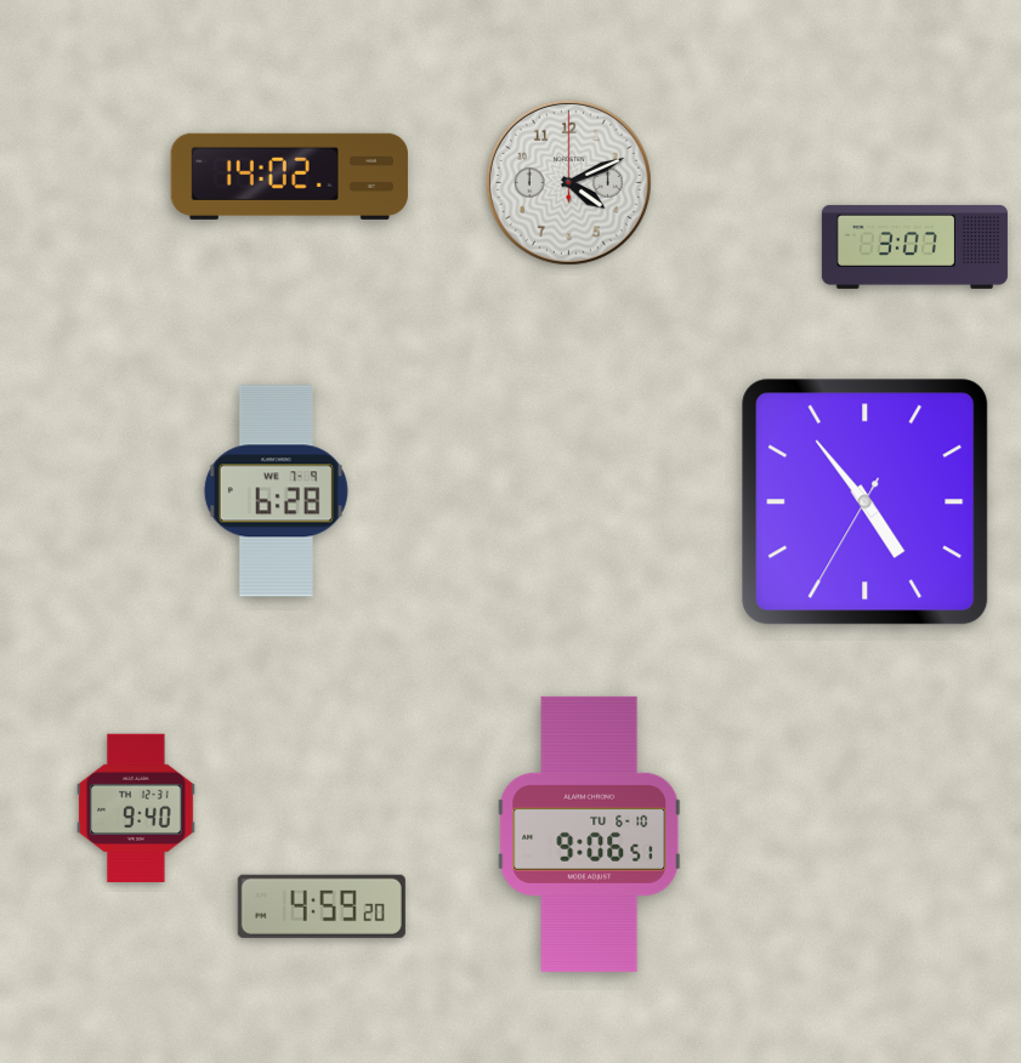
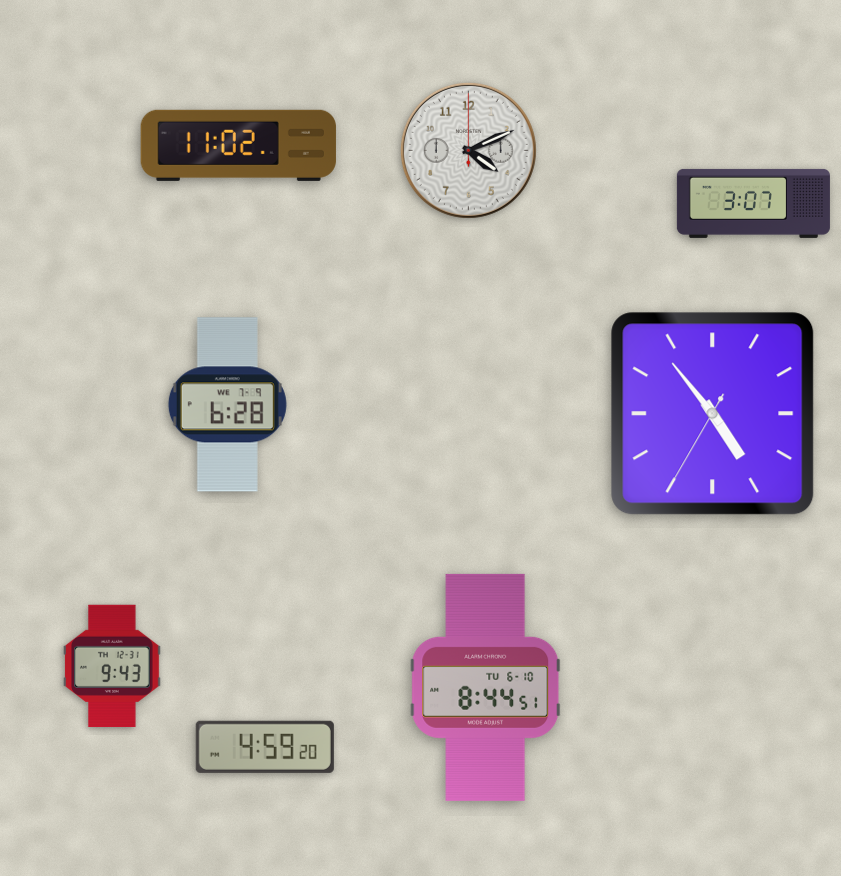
clock at (289, 176): 14:02 -> 11:02
clock at (136, 807): 9:40 -> 9:43
clock at (590, 834): 9:06 -> 8:44
